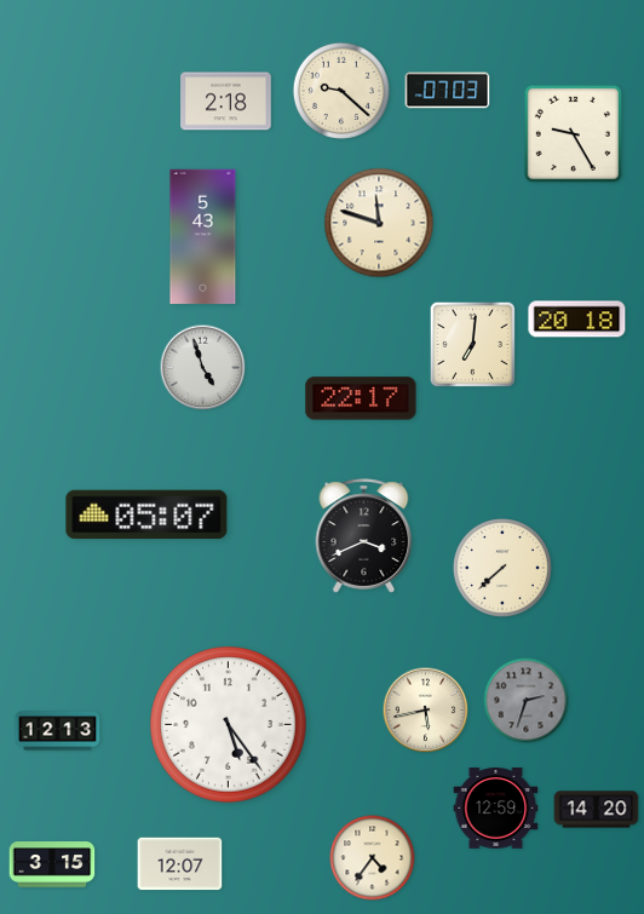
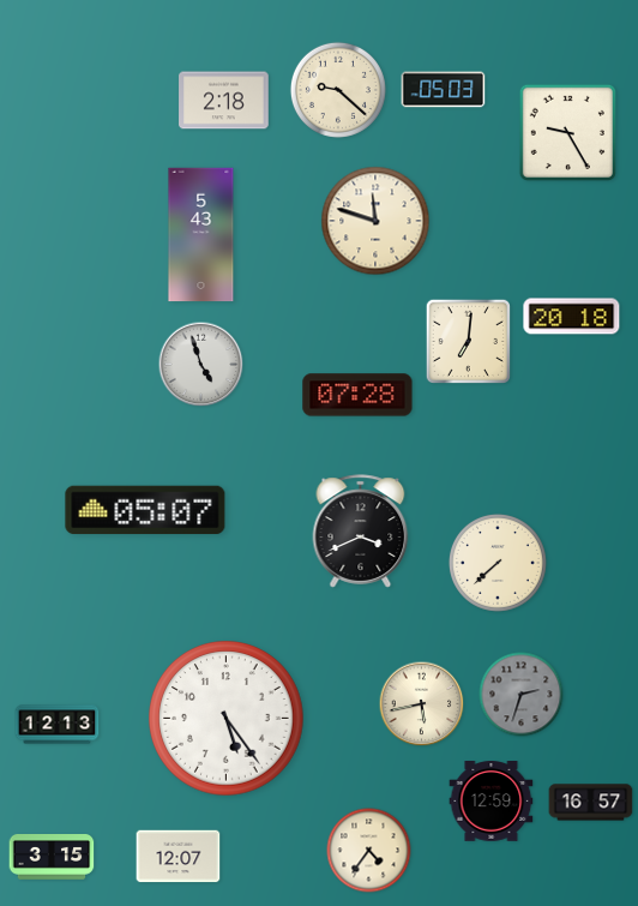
clock at (448, 91): 07:03 -> 05:03
clock at (361, 398): 22:17 -> 07:28
clock at (597, 810): 14:20 -> 16:57
